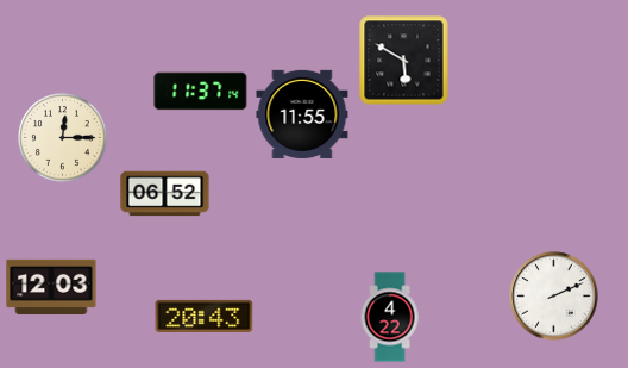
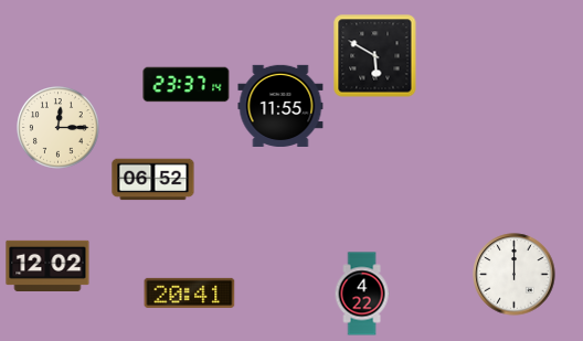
clock at (201, 92): 11:37 -> 23:37
clock at (51, 286): 12:03 -> 12:02
clock at (554, 297): 2:11 -> 12:00
clock at (205, 316): 20:43 -> 20:41
